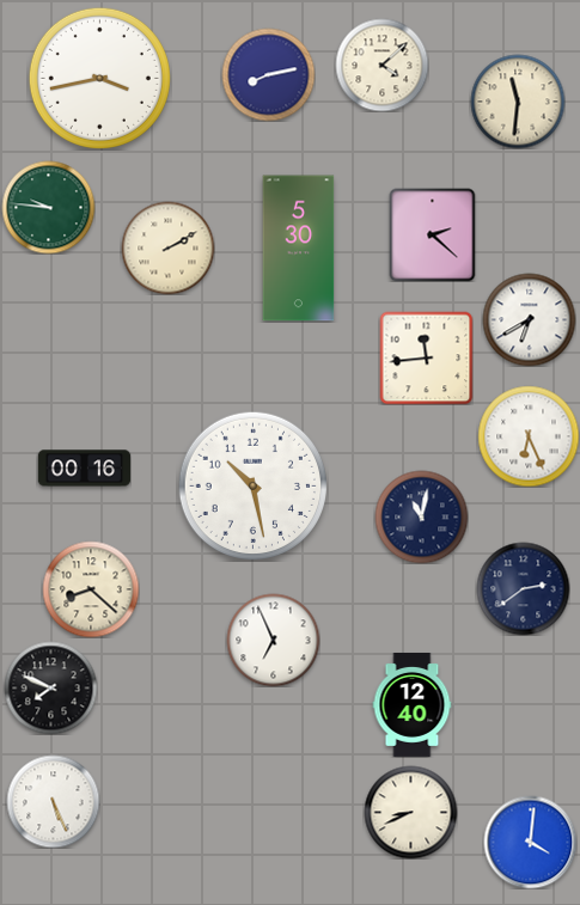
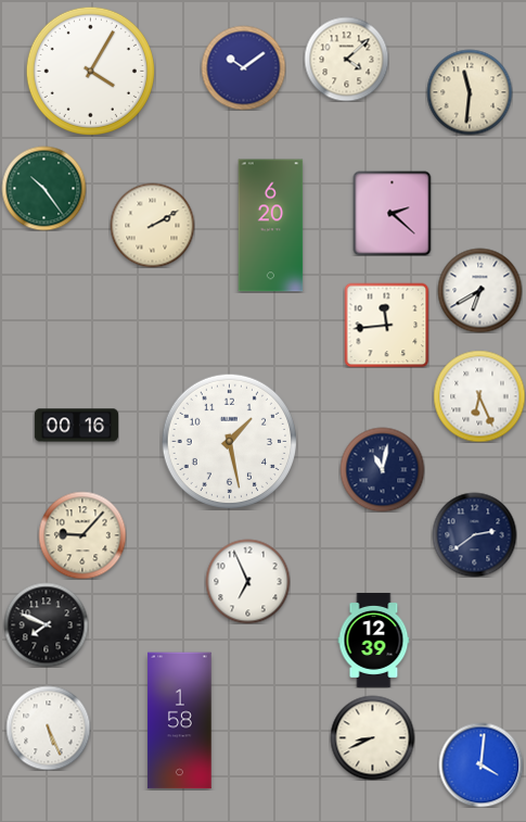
clock at (268, 74): 8:13 -> 10:09
clock at (99, 78): 3:43 -> 4:05
clock at (48, 207): 9:46 -> 10:24
clock at (299, 249): 5:30 -> 6:20
clock at (252, 485): 10:28 -> 1:28
clock at (91, 589): 8:22 -> 9:07
clock at (413, 704): 12:40 -> 12:39
clock at (180, 721): none -> 1:58
